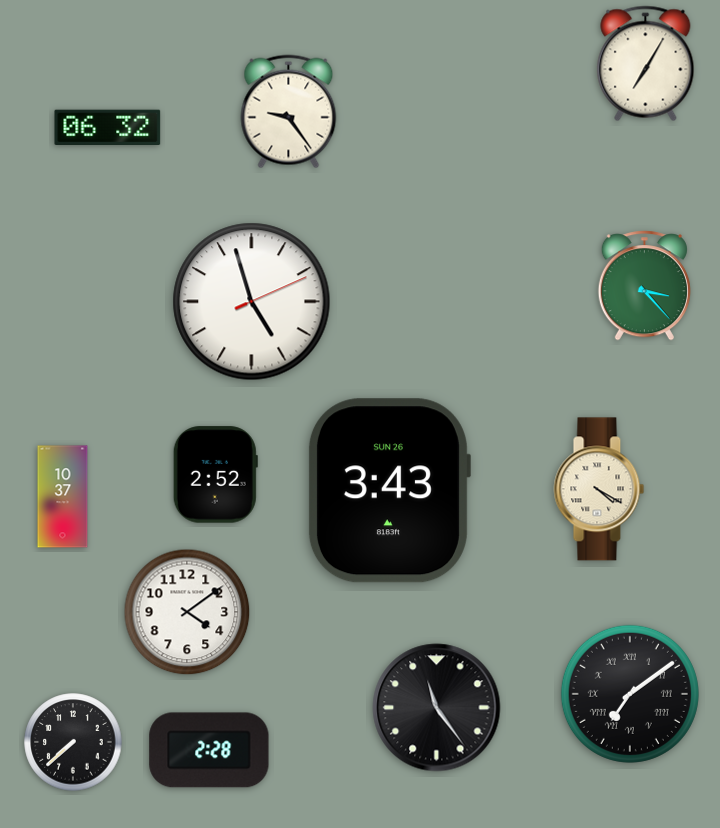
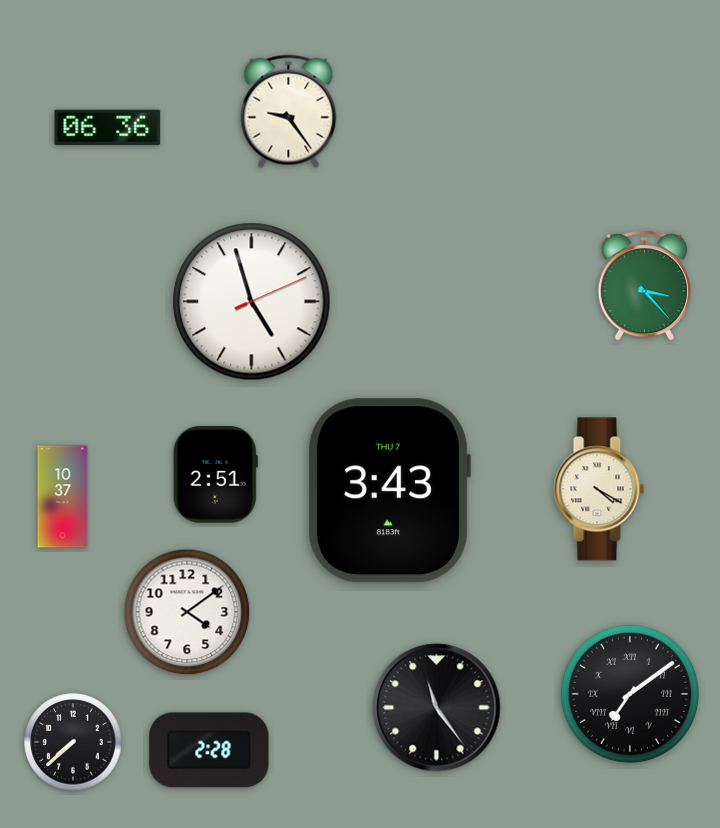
clock at (646, 64): 7:05 -> none
clock at (108, 128): 06:32 -> 06:36
clock at (215, 475): 2:52 -> 2:51
clock at (389, 491) date: SUN 26 -> THU 7
